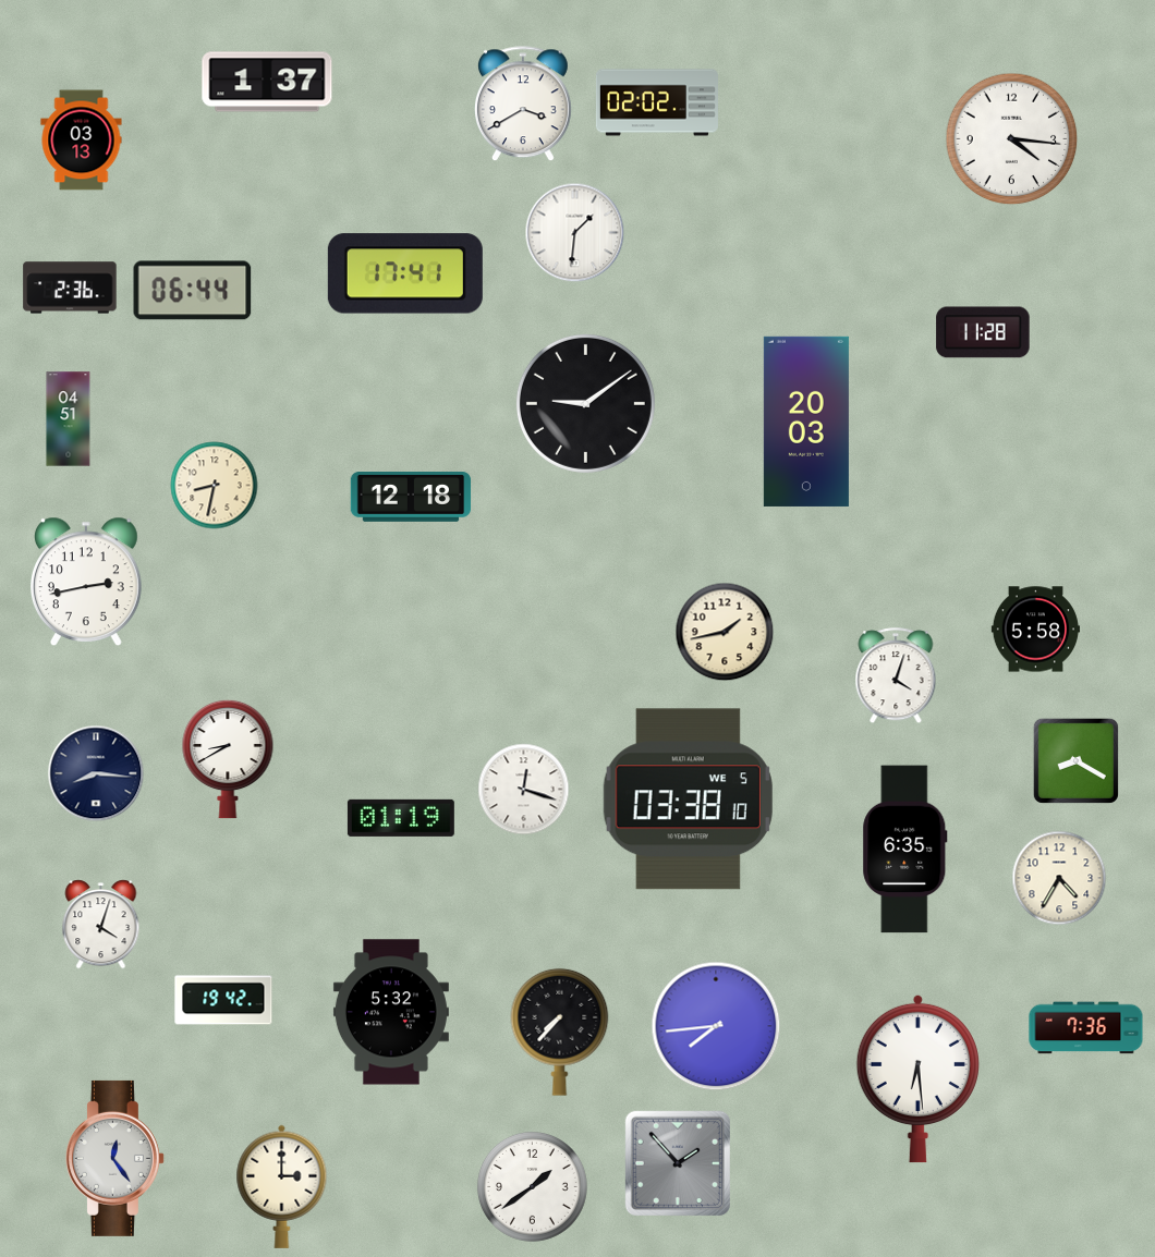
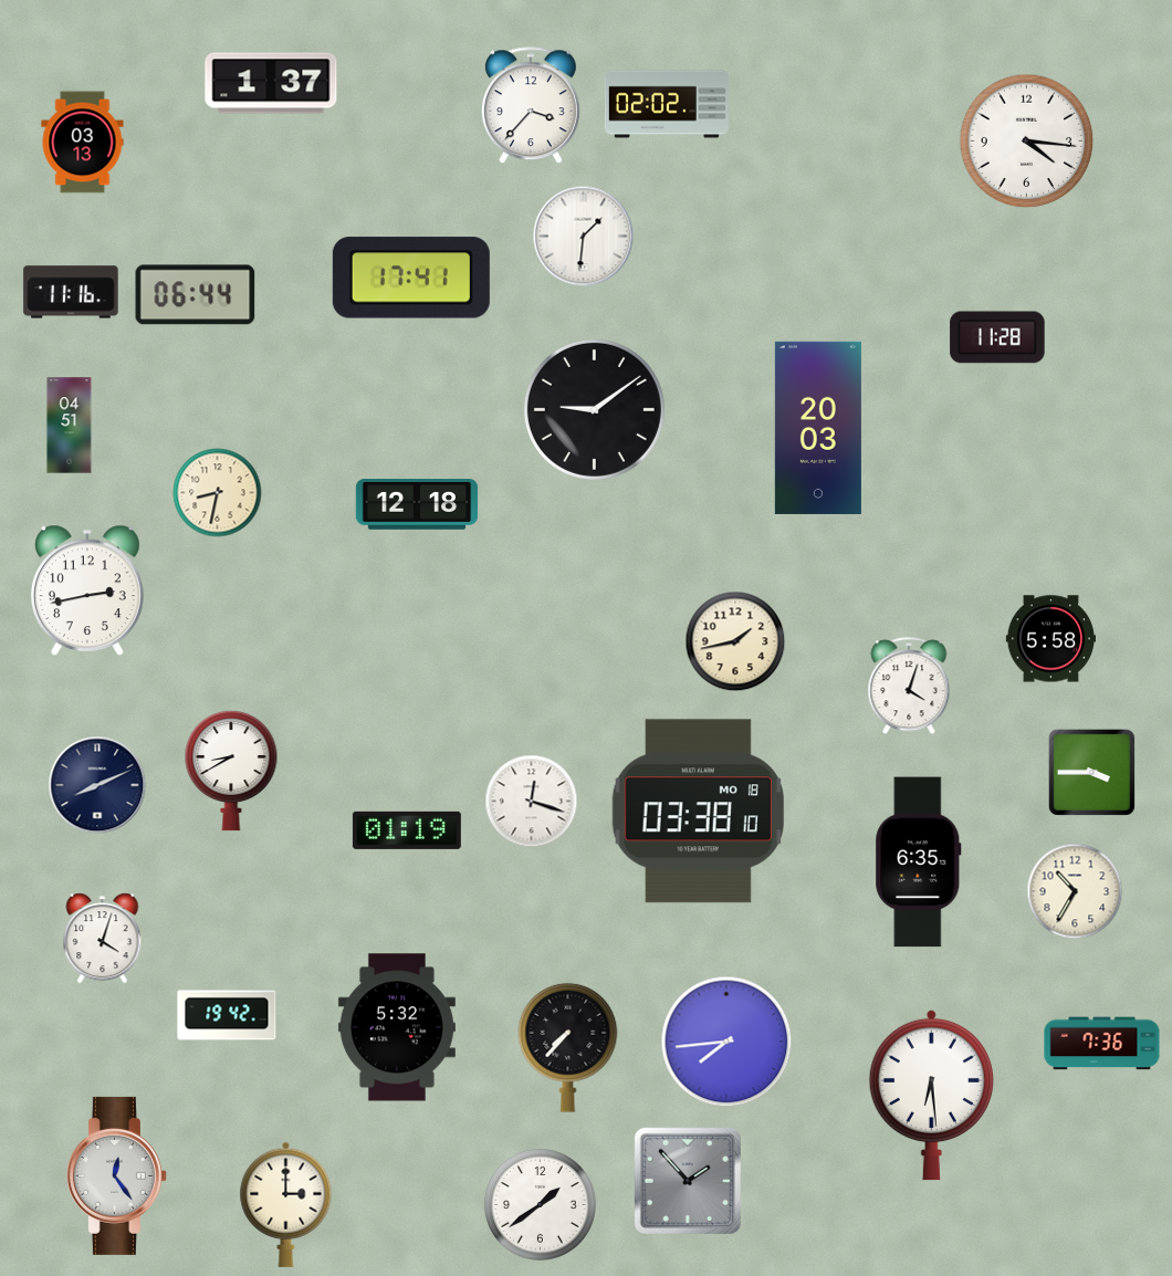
clock at (523, 105): 3:40 -> 3:37
clock at (70, 288): 2:36 -> 11:16
clock at (1075, 760): 8:20 -> 3:45
clock at (96, 773): 8:16 -> 8:11
clock at (688, 800) date: WE 5 -> MO 18
clock at (1059, 878): 4:35 -> 10:35
